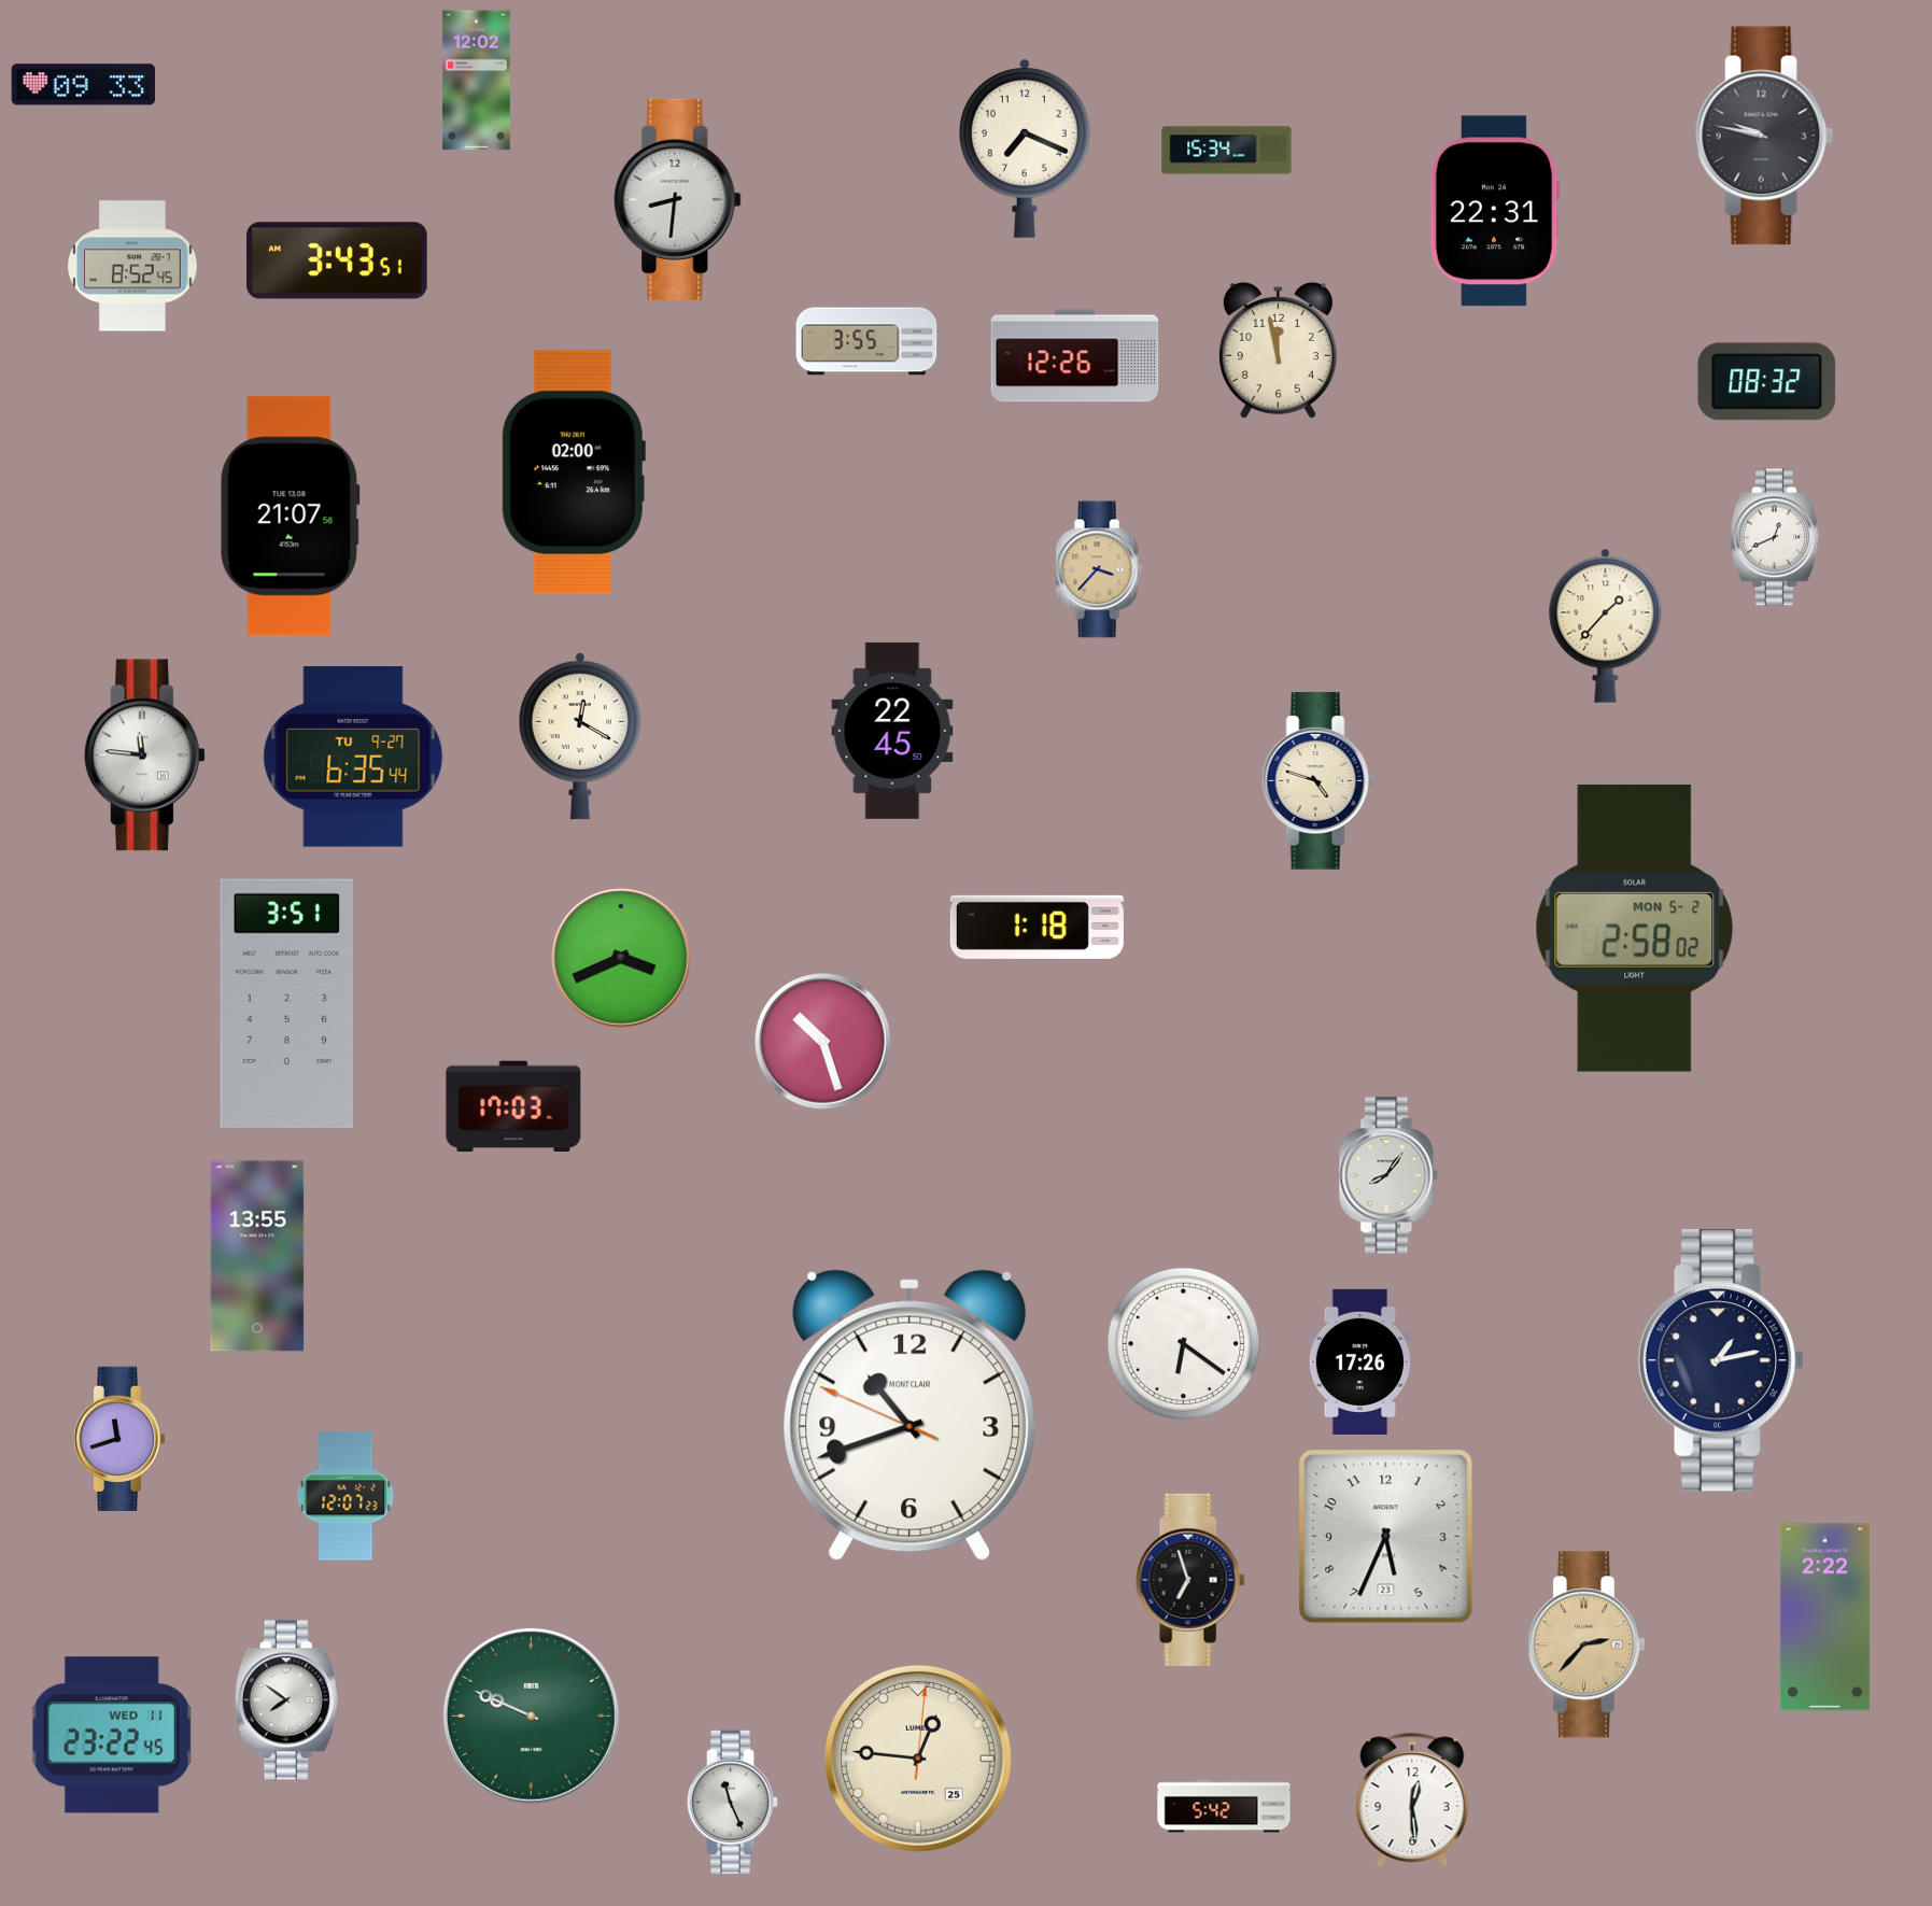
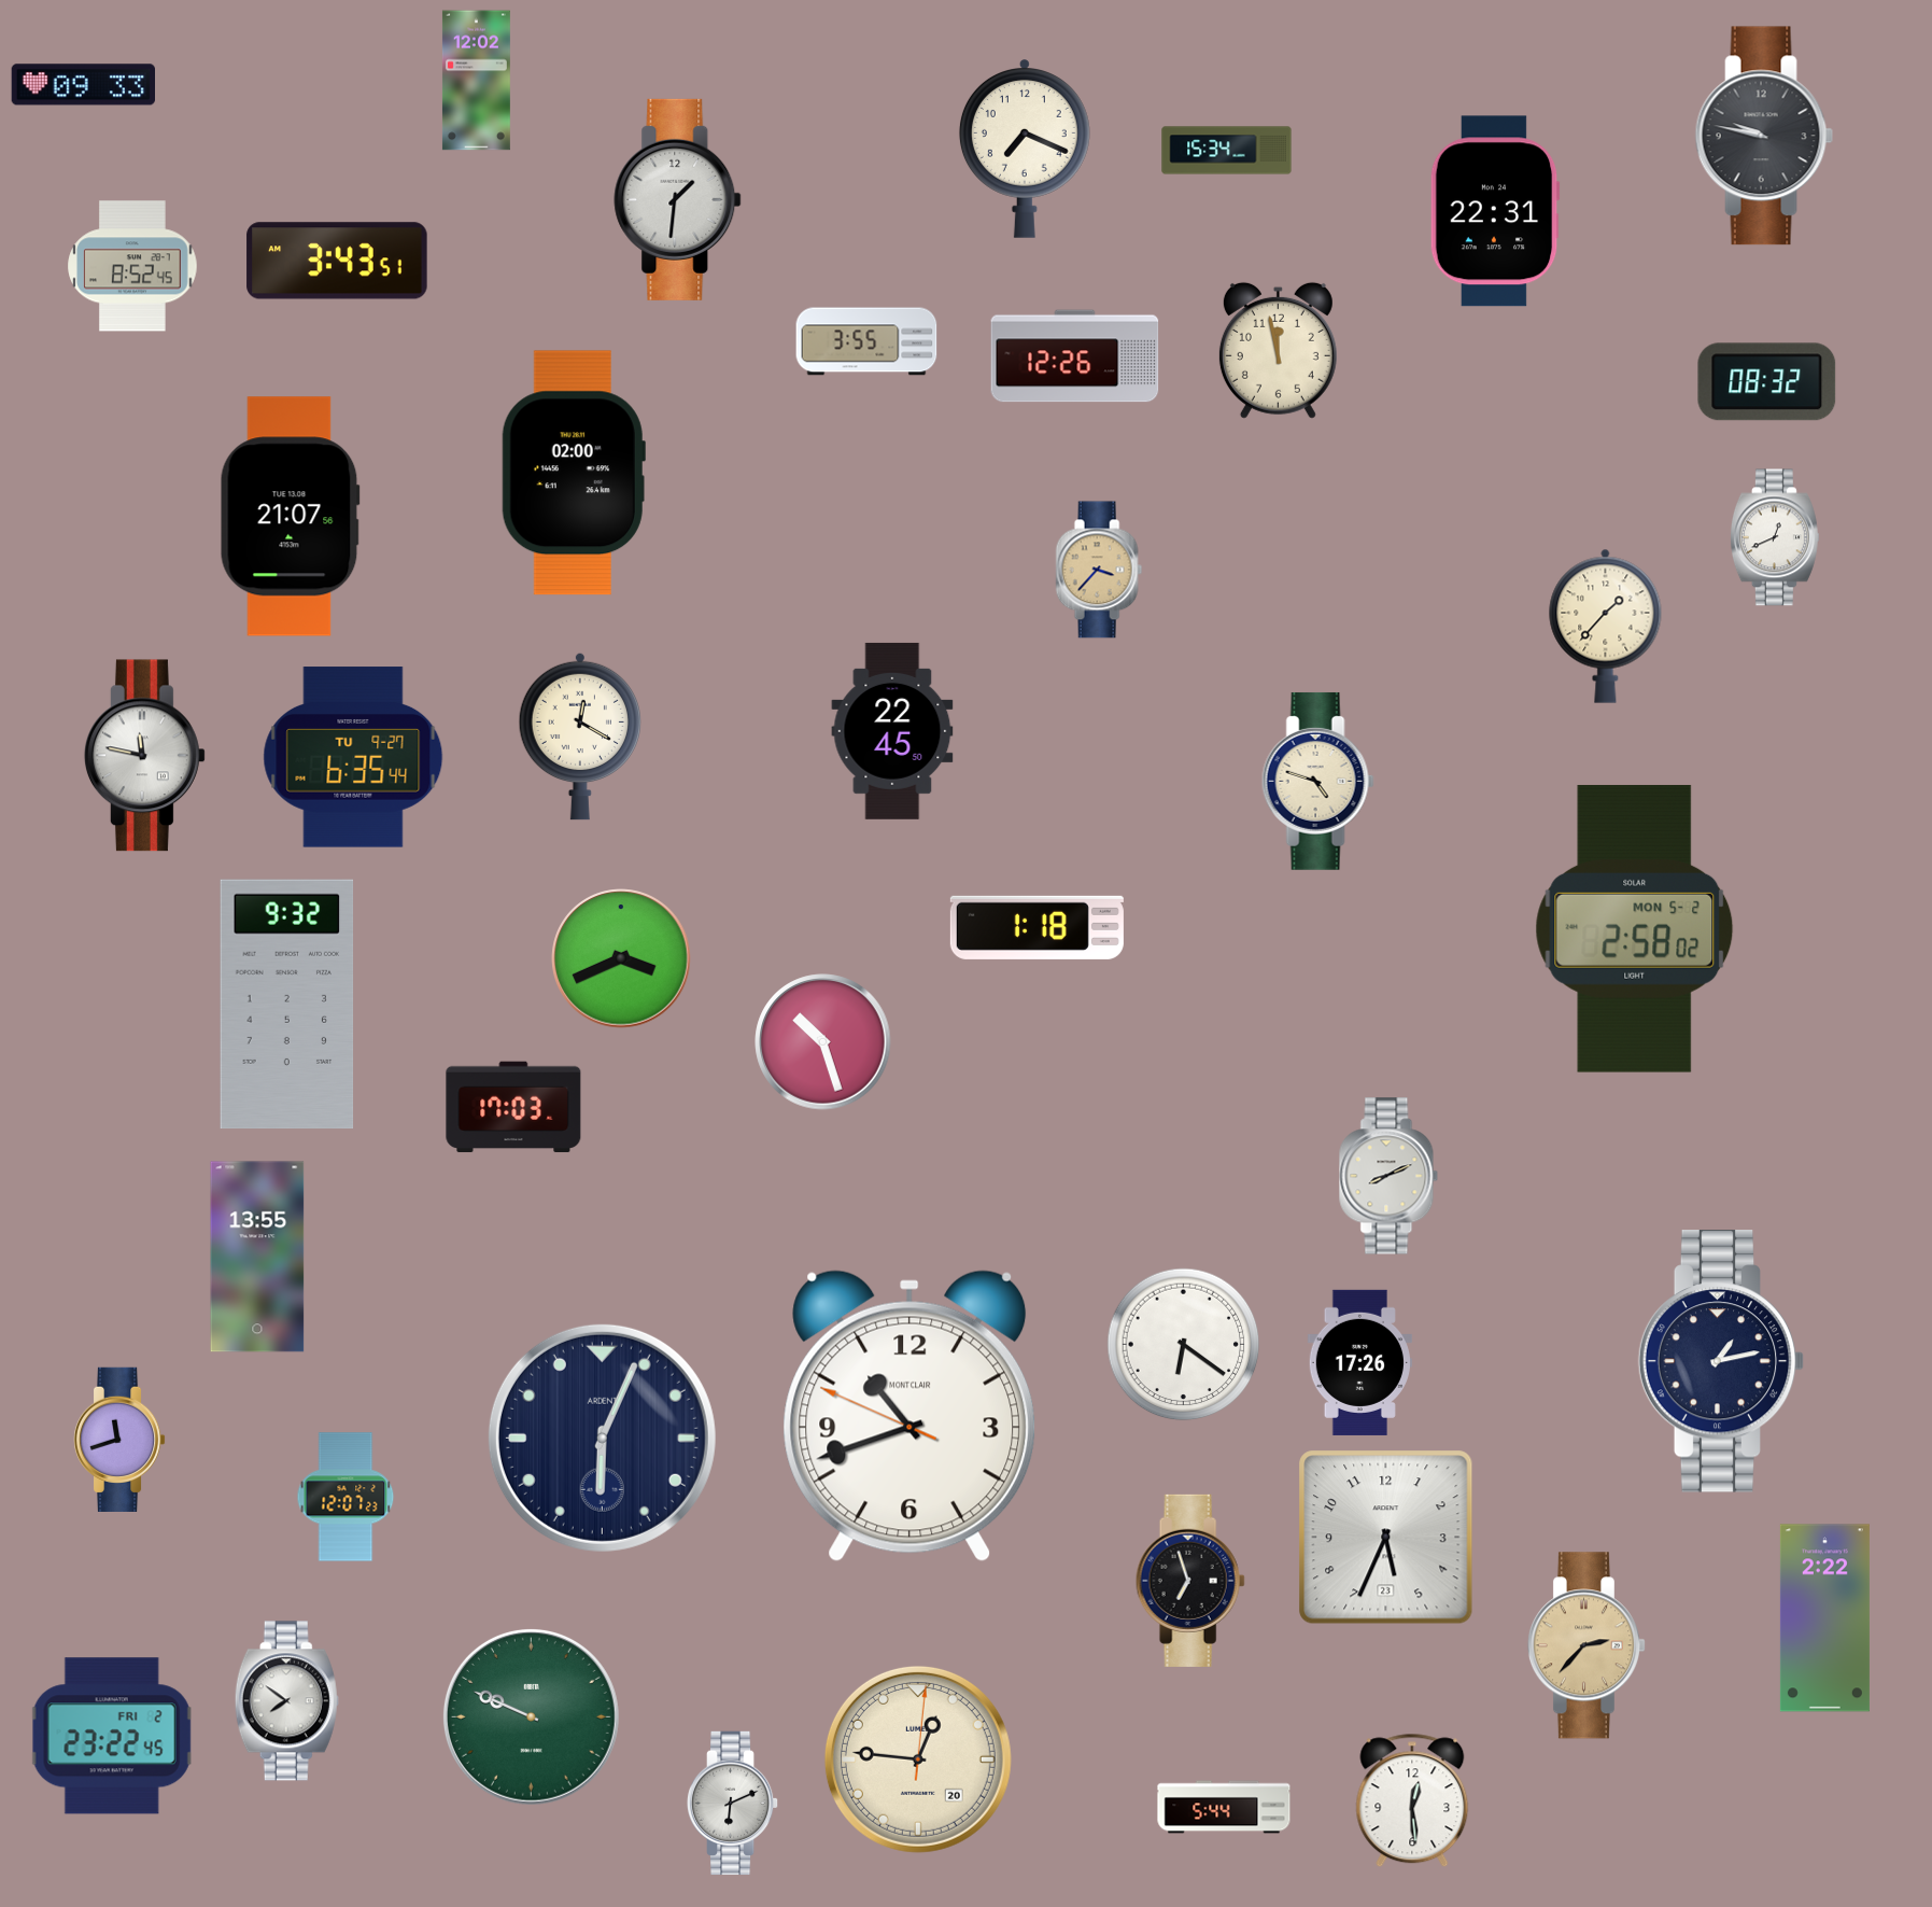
clock at (678, 199): 8:31 -> 1:31
clock at (144, 756): 11:46 -> 11:47
clock at (287, 1004): 3:51 -> 9:32
clock at (1388, 1175): 8:06 -> 8:11
clock at (602, 1438): none -> 6:04
clock at (112, 1735) date: WED 11 -> FRI 2
clock at (918, 1759) date: 25 -> 20
clock at (733, 1803): 11:26 -> 6:11
clock at (1224, 1806): 5:42 -> 5:44
